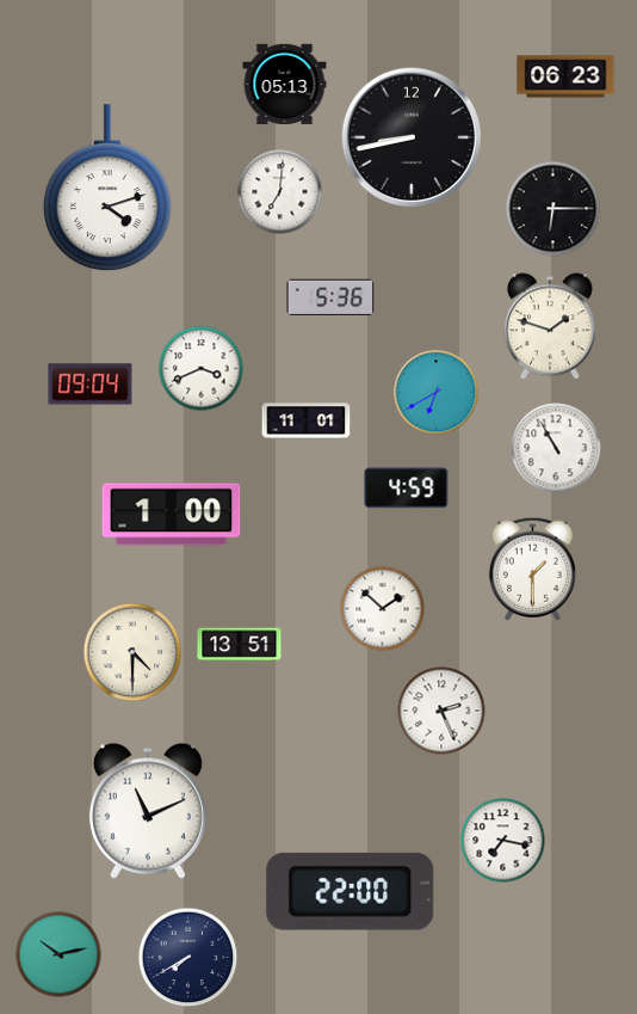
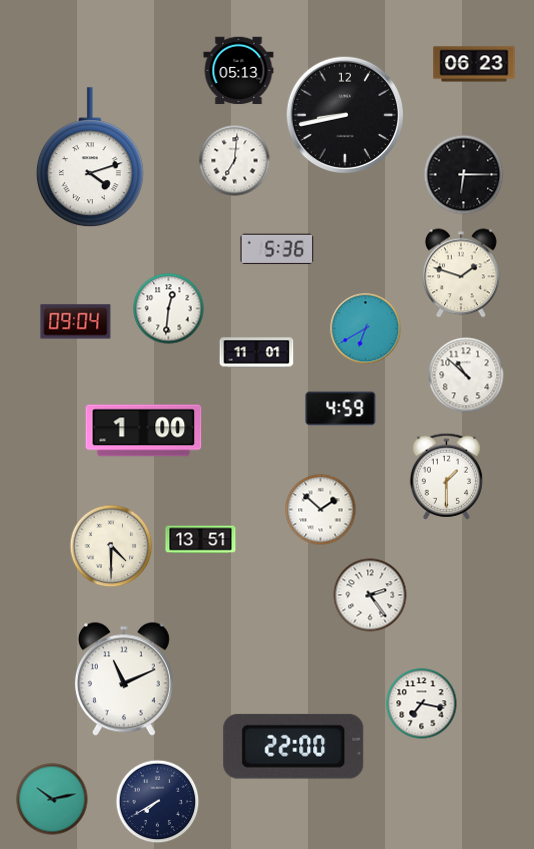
clock at (202, 369): 3:41 -> 12:31
clock at (556, 448): 10:55 -> 10:52
clock at (441, 711): 2:26 -> 2:24
clock at (58, 954) position: (58, 954) -> (52, 799)
